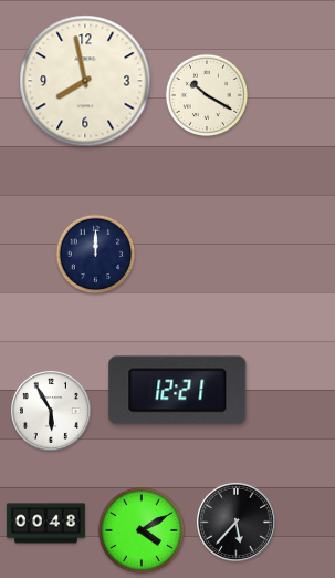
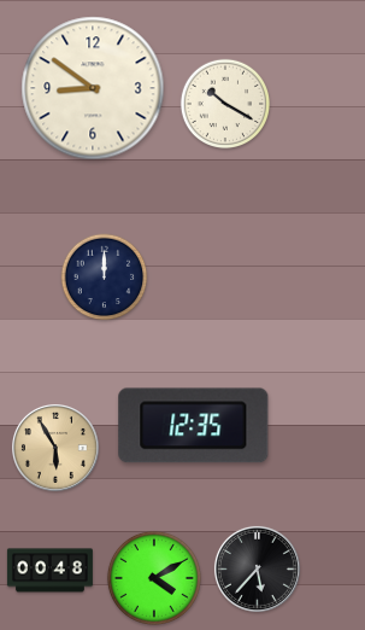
clock at (85, 81): 7:58 -> 8:51
clock at (178, 391): 12:21 -> 12:35
clock at (51, 411) dial: white -> champagne
